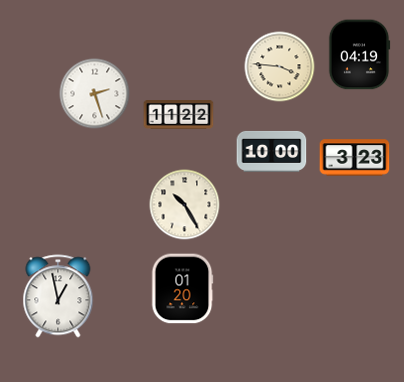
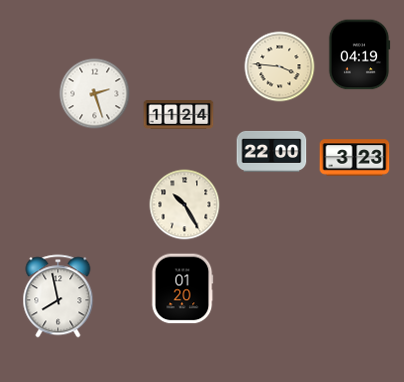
clock at (179, 115): 11:22 -> 11:24
clock at (272, 151): 10:00 -> 22:00
clock at (58, 296): 12:58 -> 7:58
